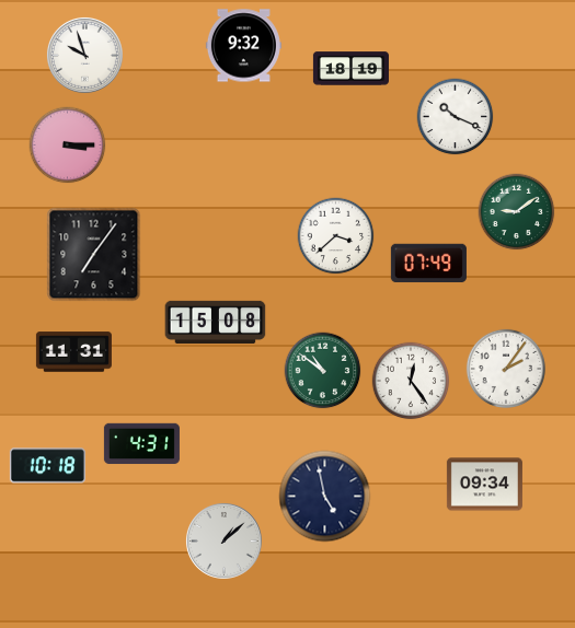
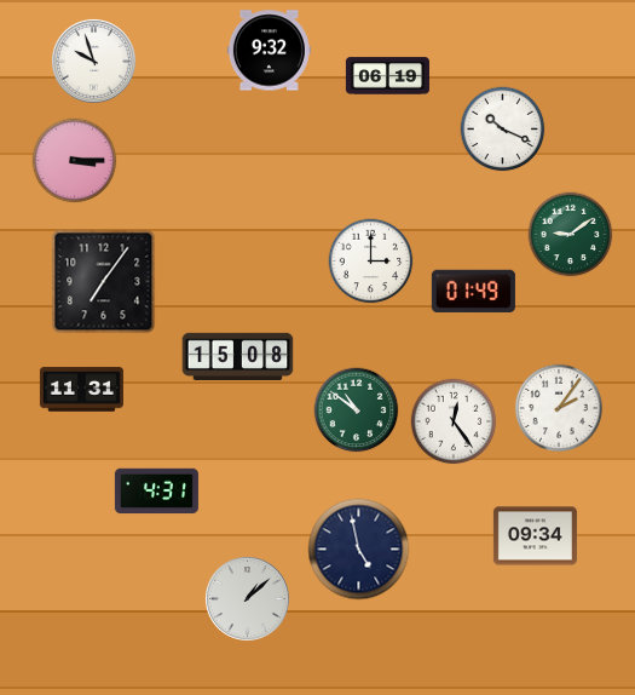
clock at (350, 69): 18:19 -> 06:19
clock at (336, 236): 3:38 -> 3:00
clock at (428, 264): 07:49 -> 01:49
clock at (47, 466): 10:18 -> none
